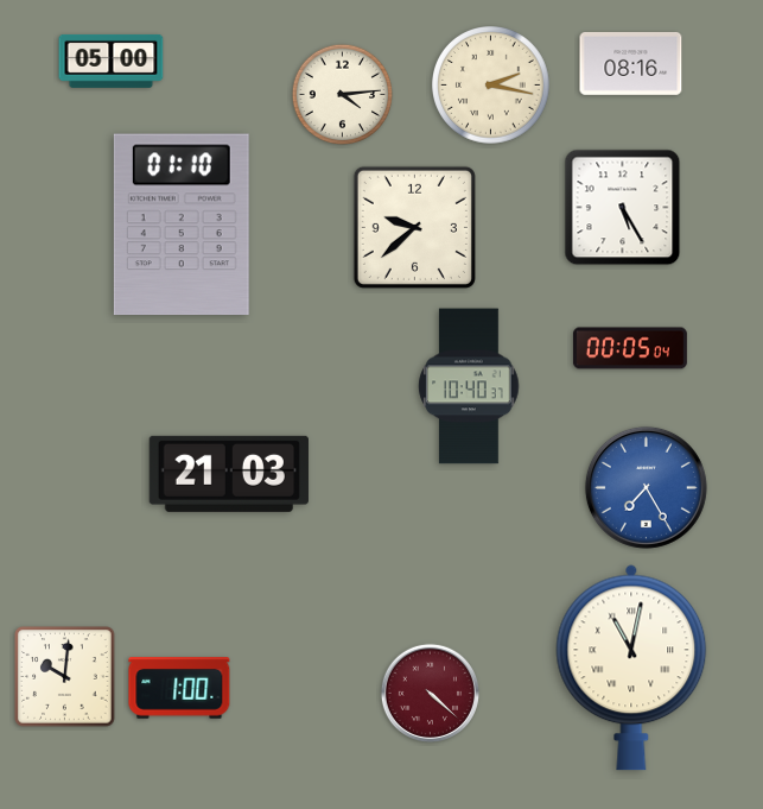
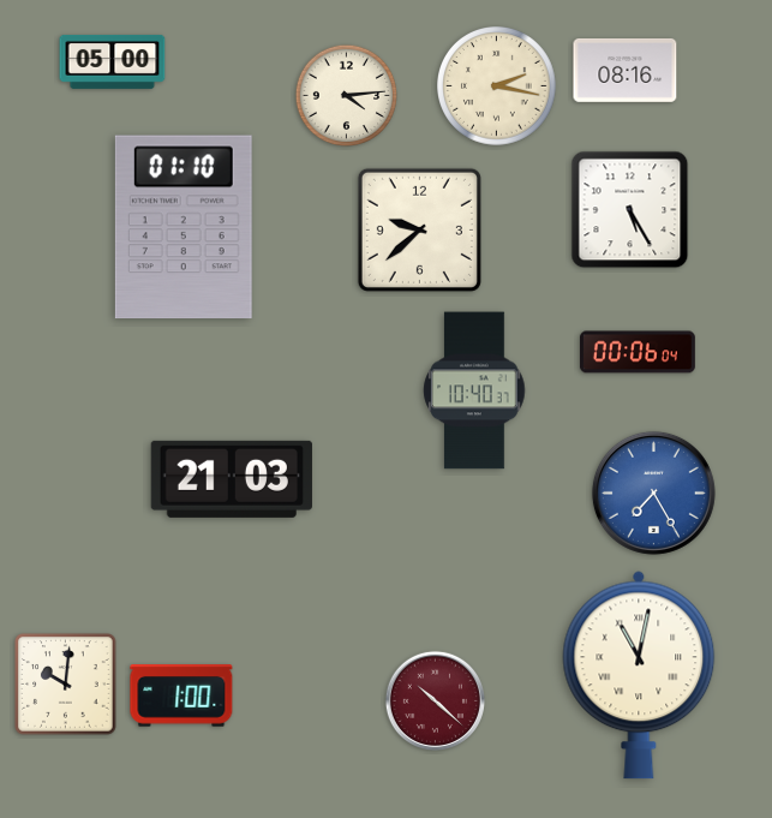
clock at (631, 64) position: (631, 64) -> (626, 71)
clock at (630, 348): 00:05 -> 00:06
clock at (430, 693): 4:22 -> 10:22
